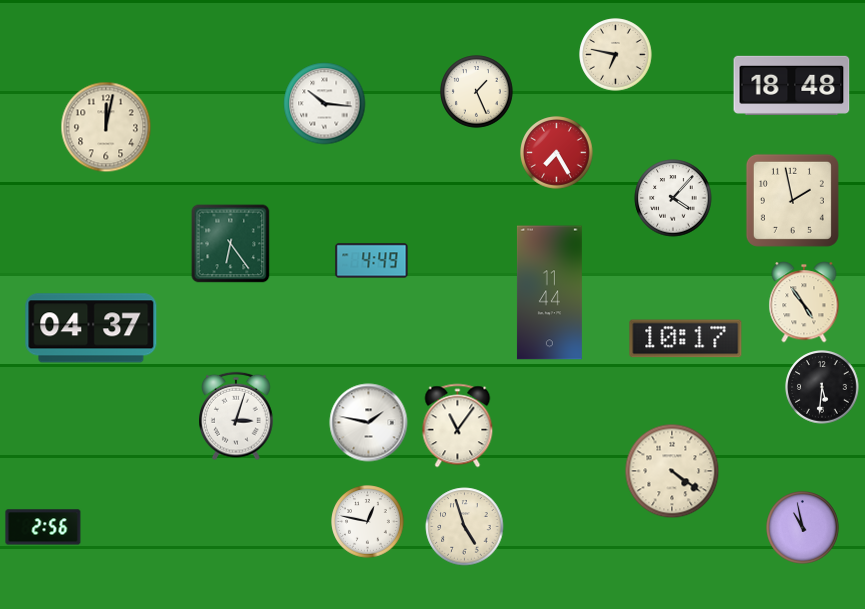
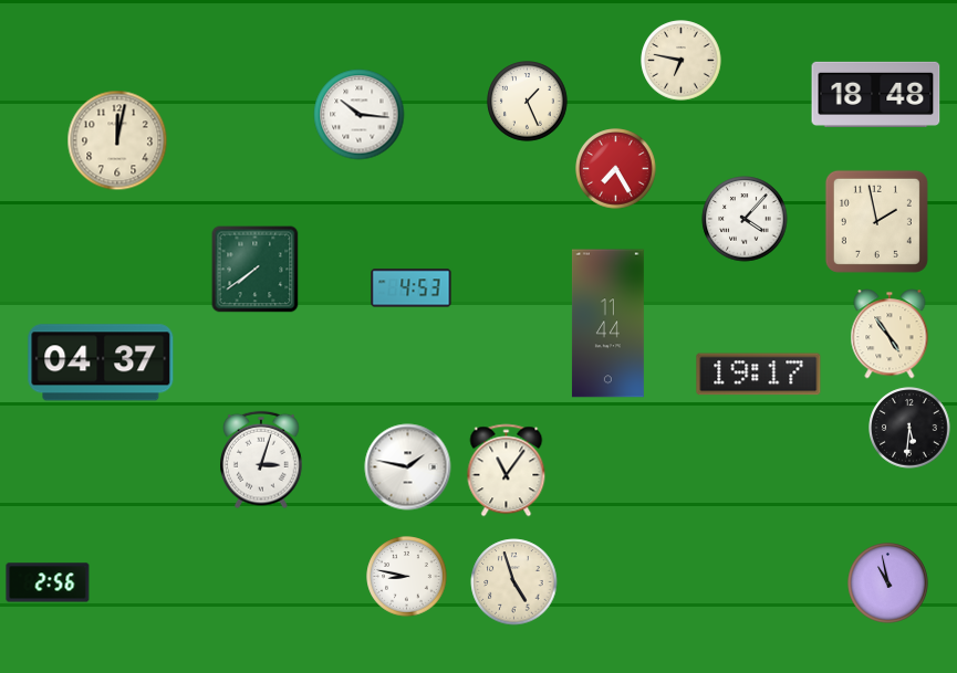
clock at (231, 244): 6:24 -> 7:39
clock at (372, 261): 4:49 -> 4:53
clock at (686, 339): 10:17 -> 19:17
clock at (672, 471): 4:21 -> none
clock at (368, 522): 12:47 -> 8:47
